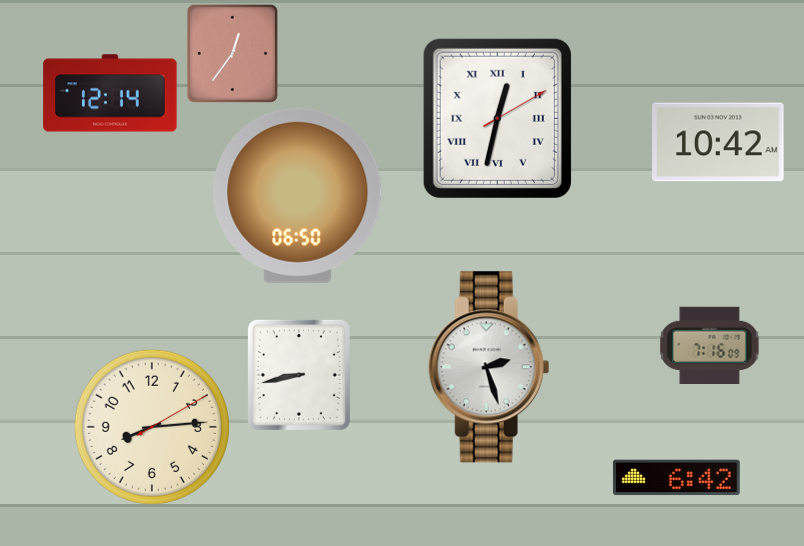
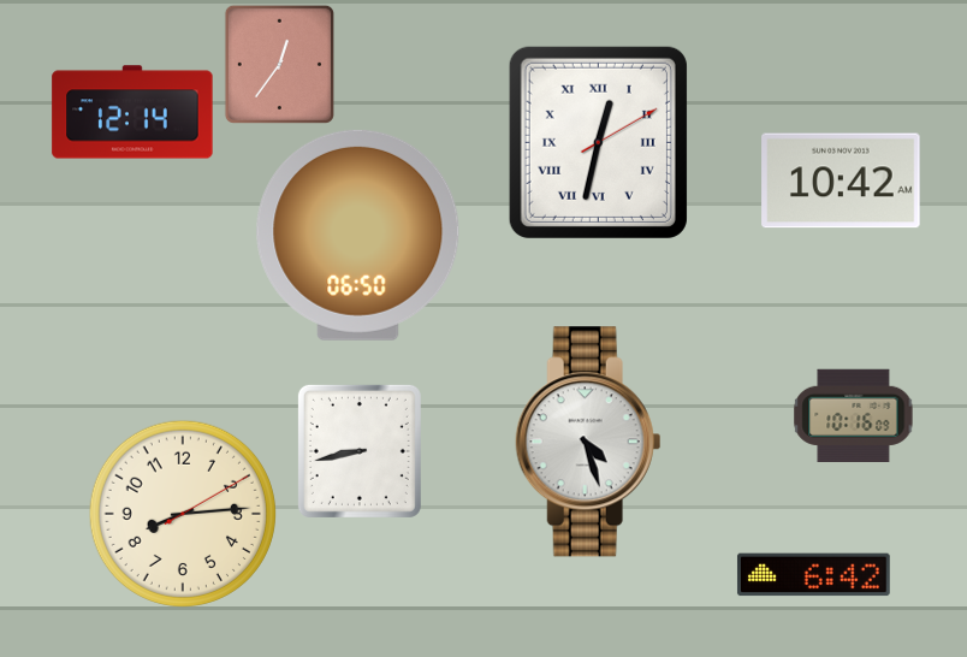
clock at (718, 142) position: (718, 142) -> (841, 180)
clock at (710, 345): 7:16 -> 10:16
clock at (489, 367): 2:27 -> 4:27
